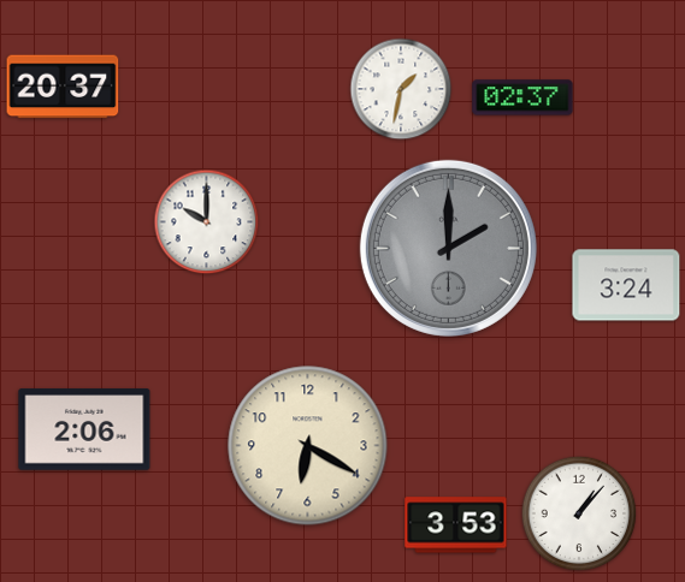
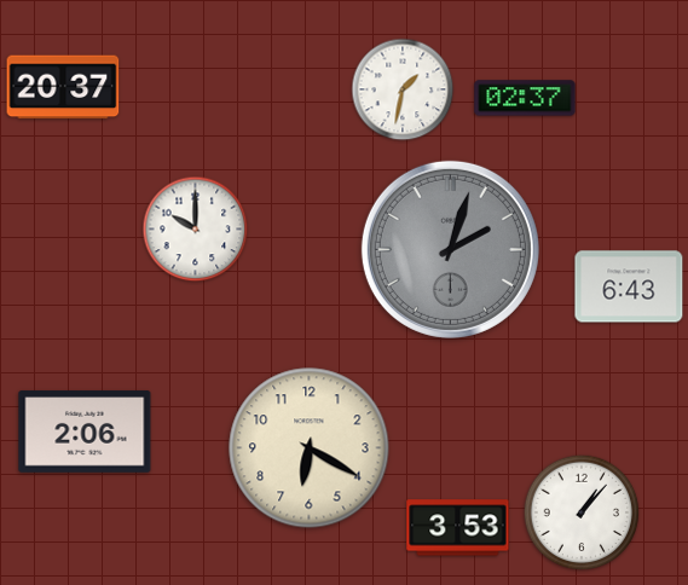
clock at (207, 222) position: (207, 222) -> (196, 230)
clock at (448, 248): 2:00 -> 2:03
clock at (626, 285): 3:24 -> 6:43
clock at (579, 513) position: (579, 513) -> (582, 512)
